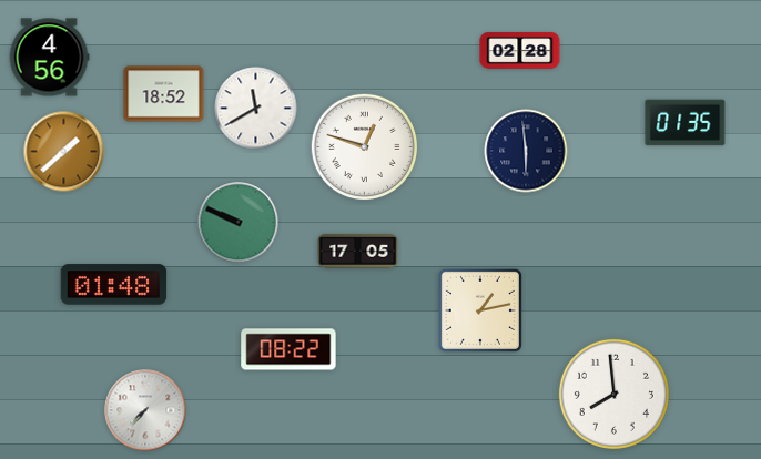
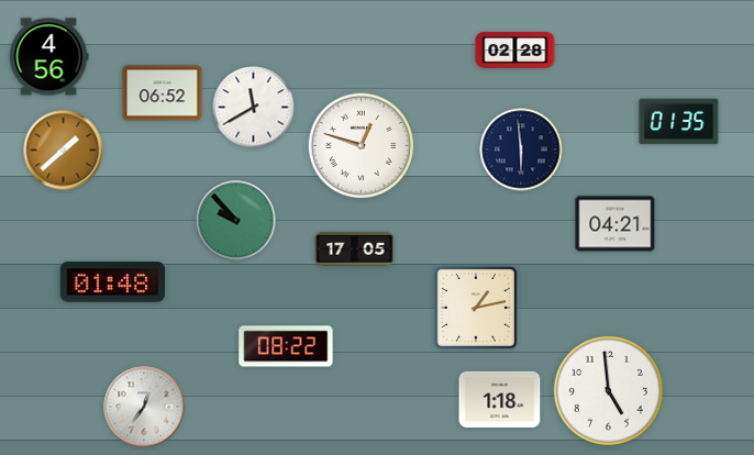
clock at (164, 94): 18:52 -> 06:52
clock at (239, 223): 9:49 -> 9:53
clock at (616, 224): none -> 04:21
clock at (613, 394): 7:59 -> 4:59
clock at (500, 399): none -> 1:18
clock at (145, 410): 7:37 -> 12:36
